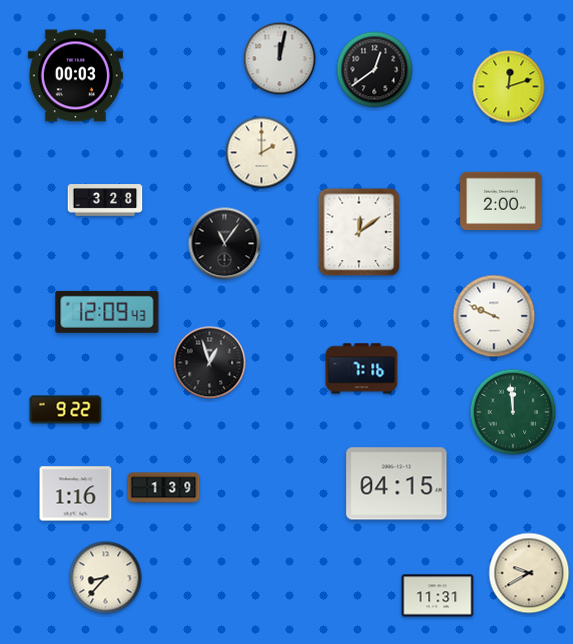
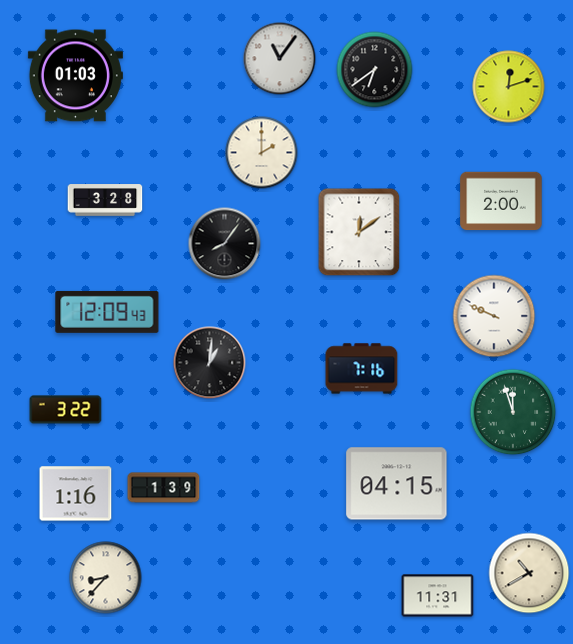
clock at (280, 59): 12:02 -> 11:06
clock at (375, 70): 12:39 -> 6:39
clock at (75, 76): 00:03 -> 01:03
clock at (225, 244): 11:06 -> 8:06
clock at (210, 363): 12:57 -> 1:01
clock at (66, 410): 9:22 -> 3:22
clock at (513, 412): 11:59 -> 11:57
clock at (529, 573): 9:40 -> 10:40
